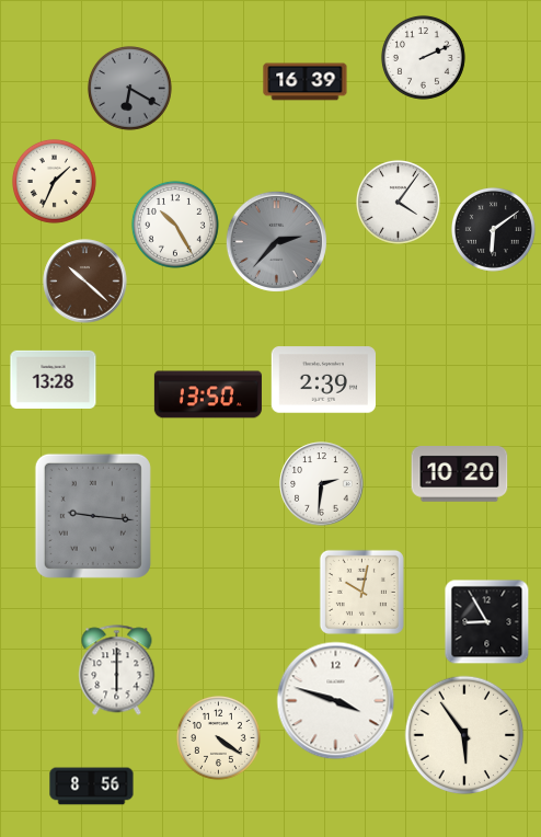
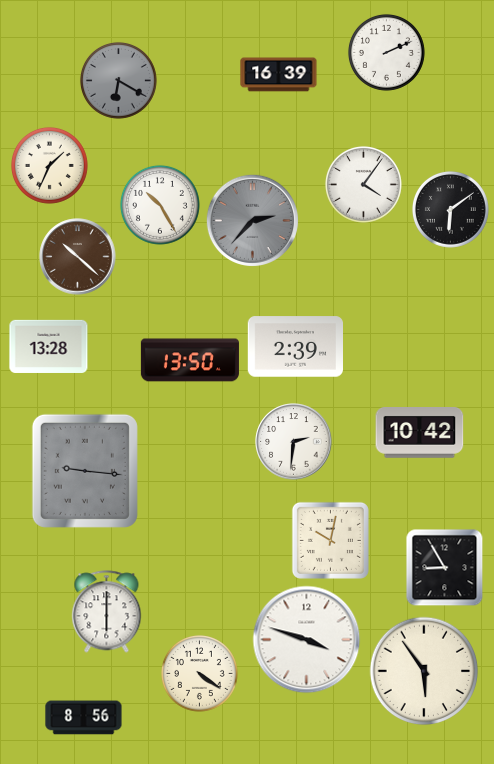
clock at (460, 474): 10:20 -> 10:42
